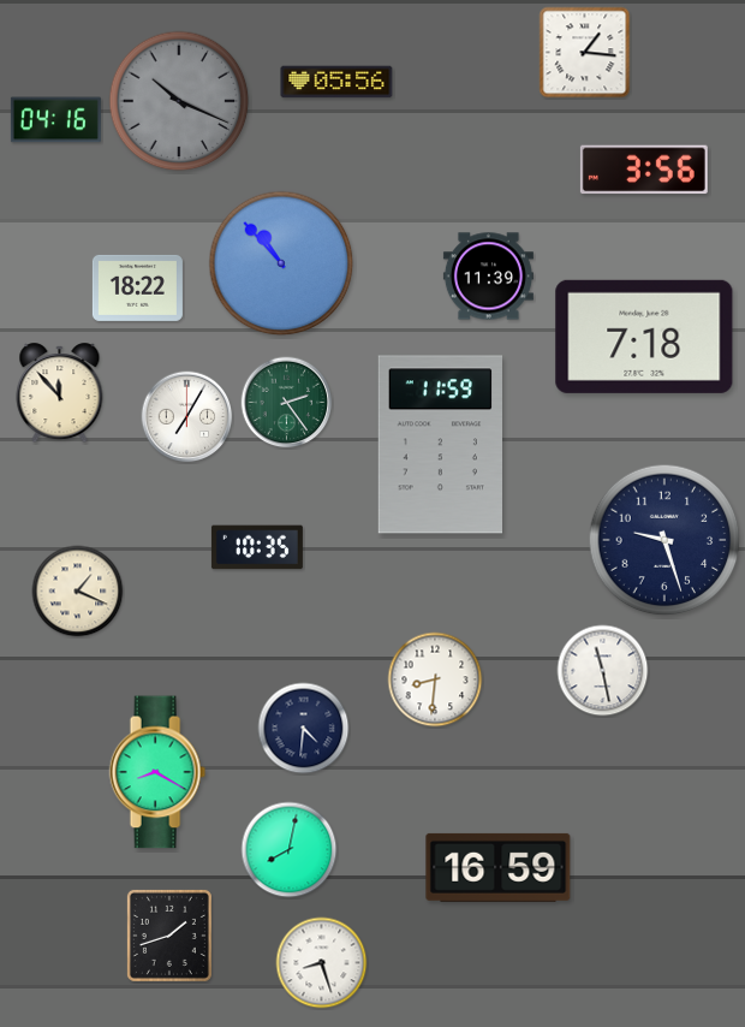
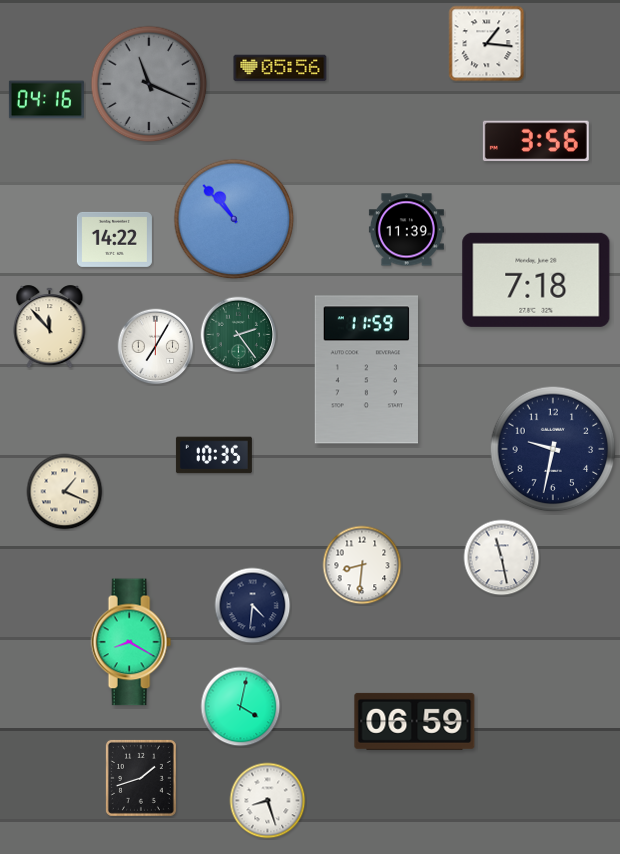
clock at (179, 101): 10:19 -> 11:19
clock at (137, 287): 18:22 -> 14:22
clock at (664, 540): 9:27 -> 9:32
clock at (290, 850): 8:02 -> 4:02
clock at (499, 867): 16:59 -> 06:59
